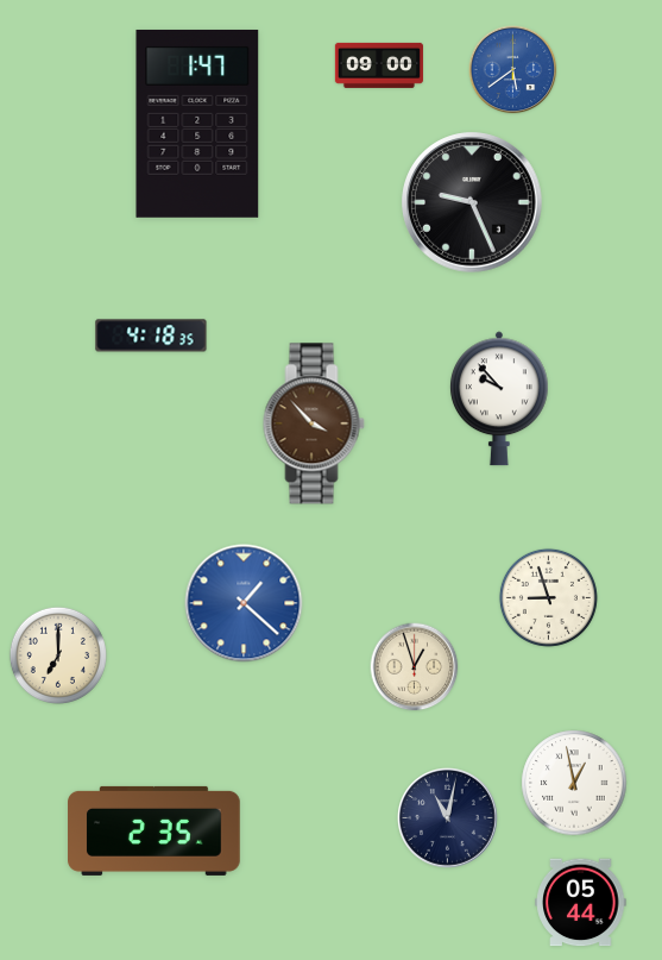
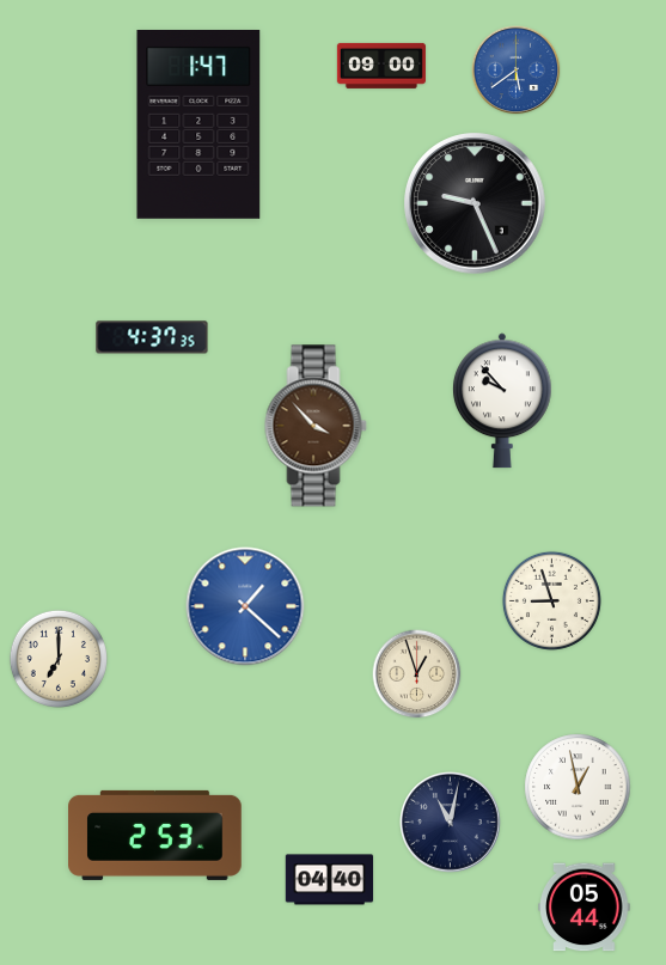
clock at (151, 335): 4:18 -> 4:37
clock at (415, 667) position: (415, 667) -> (417, 674)
clock at (155, 830): 2:35 -> 2:53
clock at (330, 880): none -> 04:40
